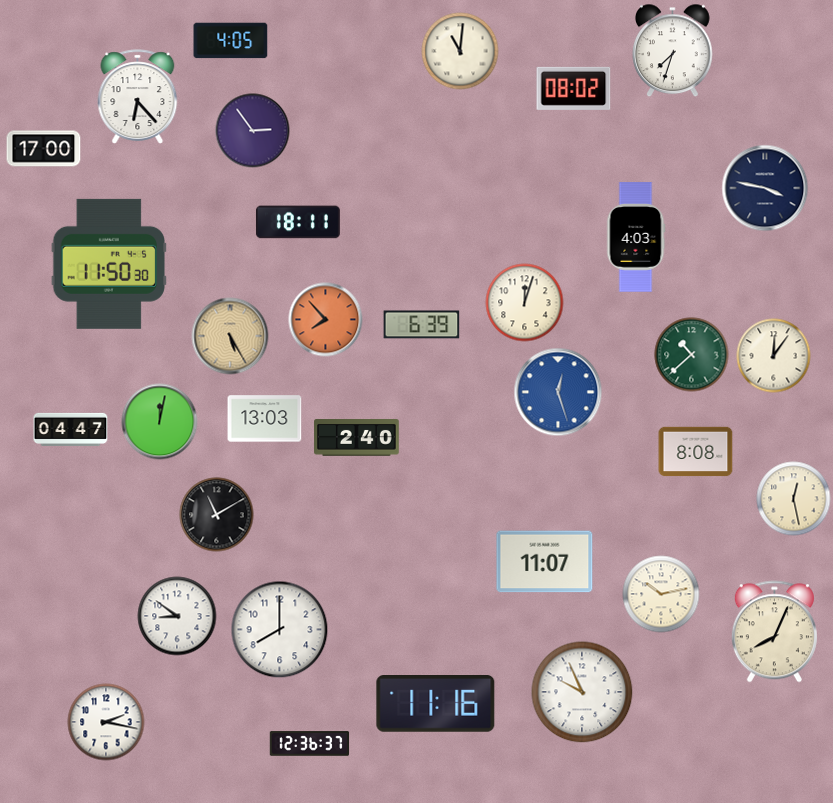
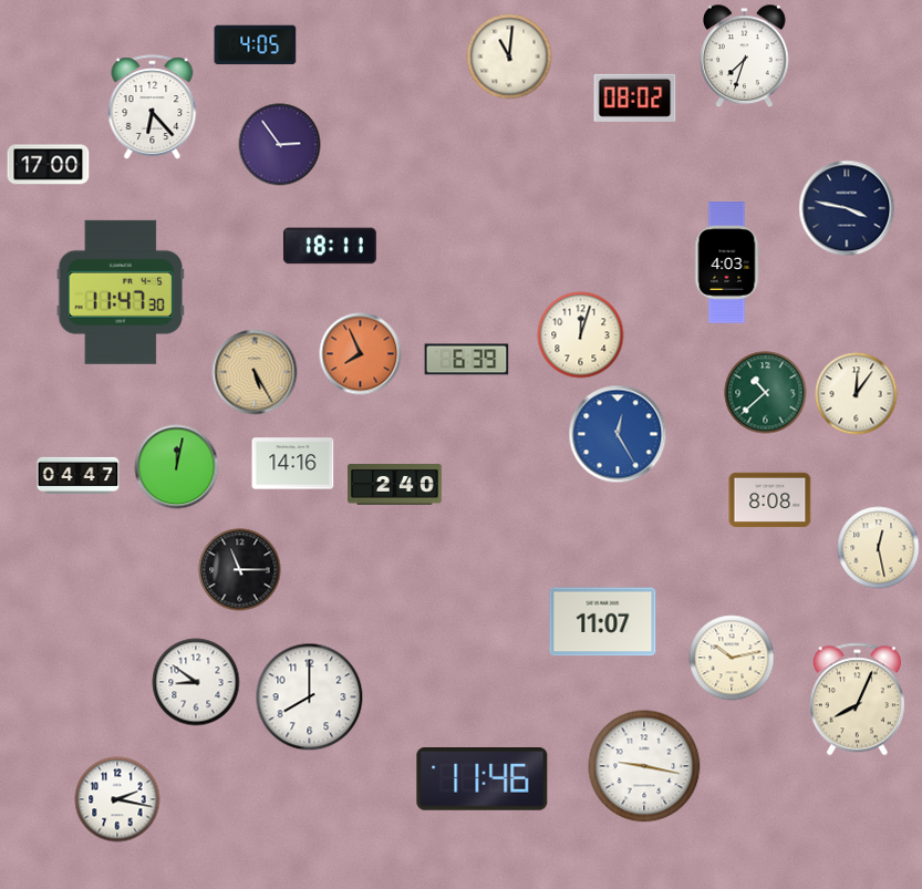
clock at (636, 237) position: (636, 237) -> (727, 262)
clock at (109, 264): 11:50 -> 11:47
clock at (326, 320): 7:53 -> 7:56
clock at (558, 392): 12:27 -> 12:25
clock at (265, 419): 13:03 -> 14:16
clock at (794, 499) position: (794, 499) -> (879, 548)
clock at (217, 515): 11:10 -> 11:15
clock at (582, 692): 9:56 -> 9:17
clock at (436, 704): 11:16 -> 11:46
clock at (310, 744): 12:36 -> none
